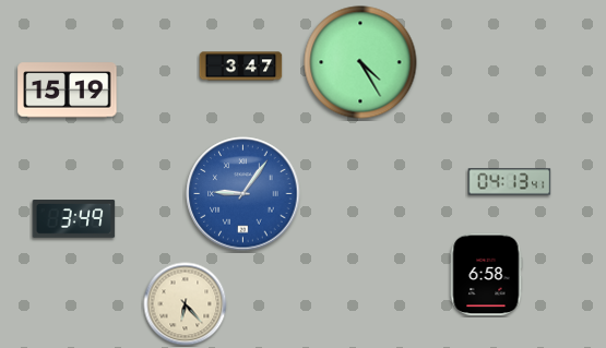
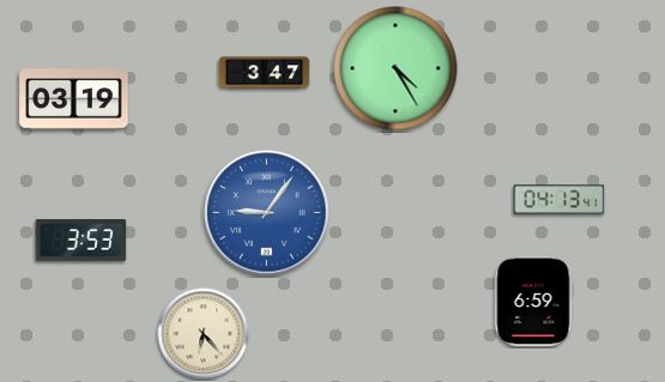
clock at (68, 91): 15:19 -> 03:19
clock at (74, 219): 3:49 -> 3:53
clock at (486, 275): 6:58 -> 6:59
